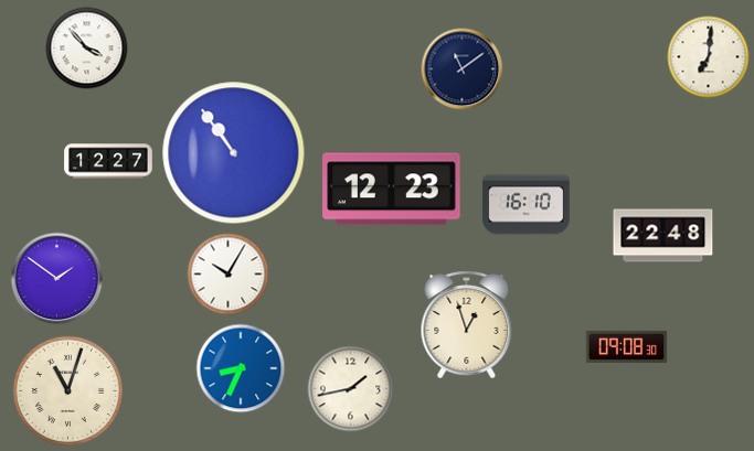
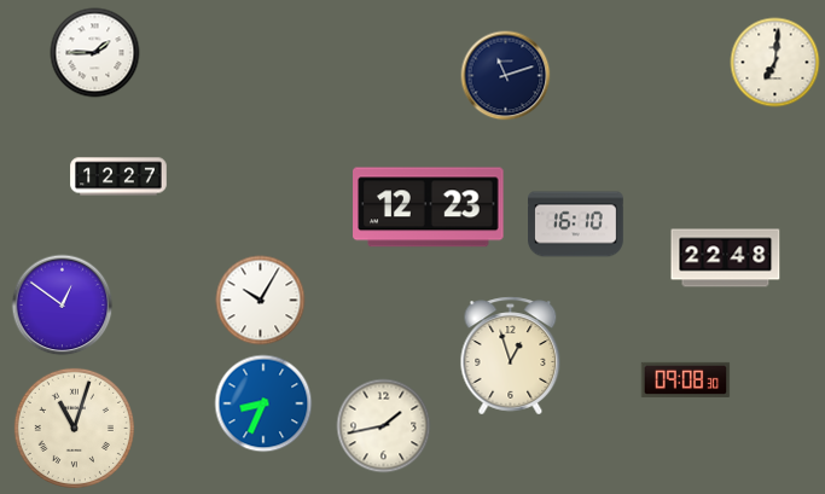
clock at (87, 49): 3:53 -> 1:45
clock at (463, 69): 11:09 -> 11:12
clock at (234, 153): 10:54 -> none
clock at (229, 275) position: (229, 275) -> (261, 301)
clock at (57, 279): 1:51 -> 12:51
